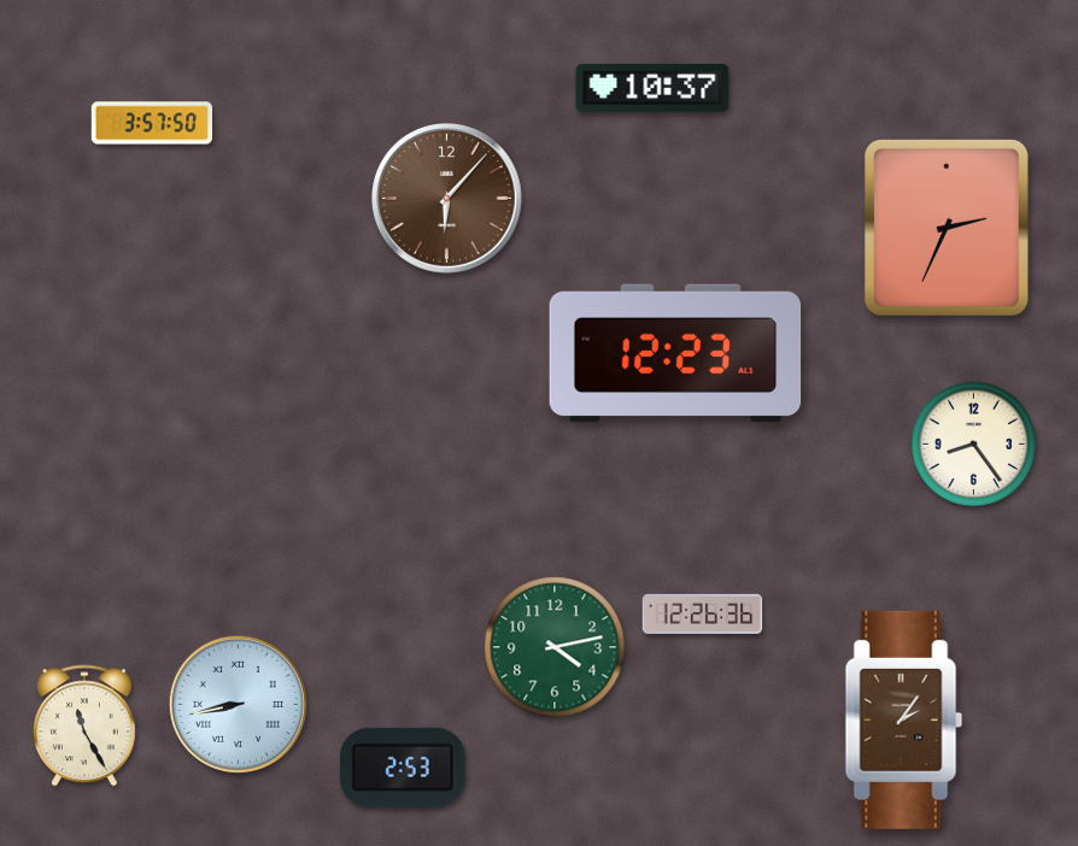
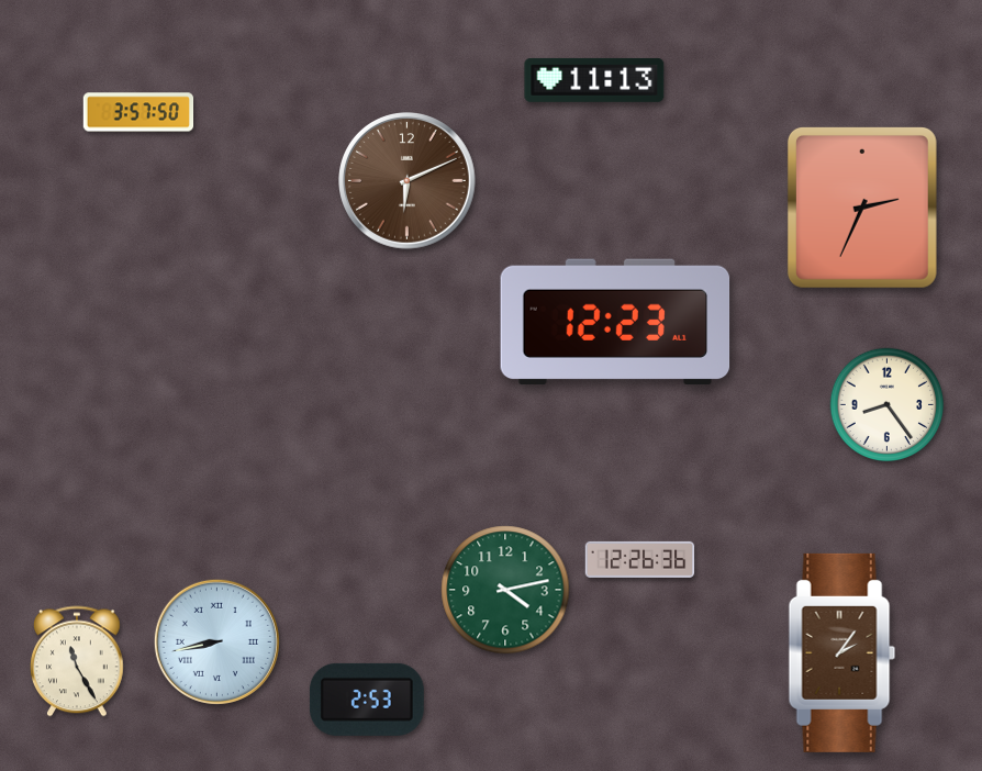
clock at (652, 88): 10:37 -> 11:13
clock at (447, 199): 6:07 -> 6:11
clock at (904, 719) position: (904, 719) -> (842, 652)
